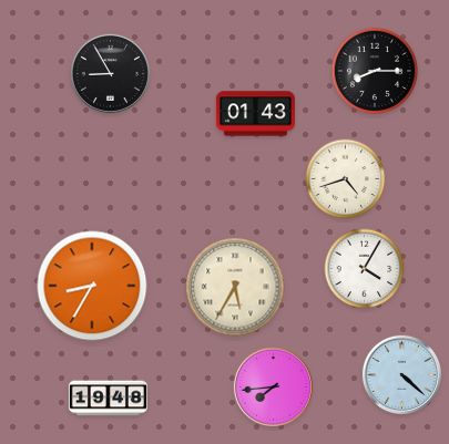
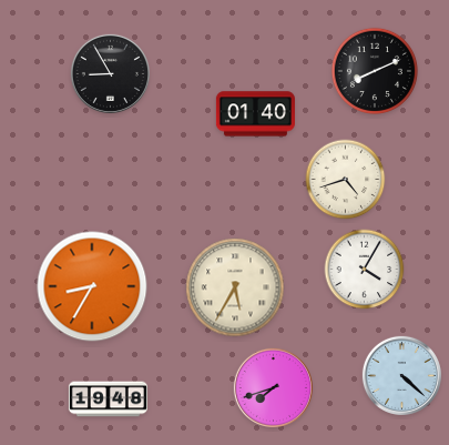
clock at (375, 71): 8:15 -> 8:11
clock at (255, 114): 01:43 -> 01:40
clock at (273, 386): 7:44 -> 7:42
